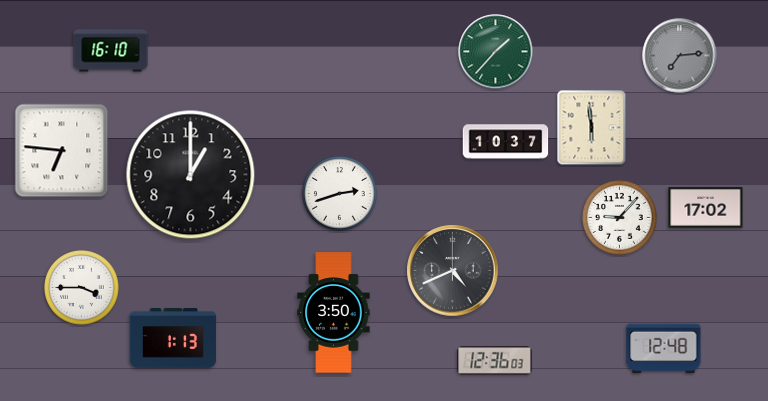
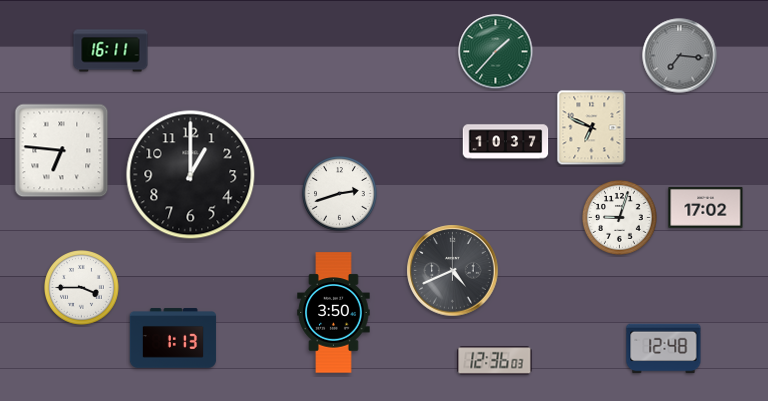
clock at (111, 51): 16:10 -> 16:11
clock at (680, 56): 7:14 -> 7:16
clock at (592, 128): 5:59 -> 6:49
clock at (620, 218): 9:07 -> 9:03
